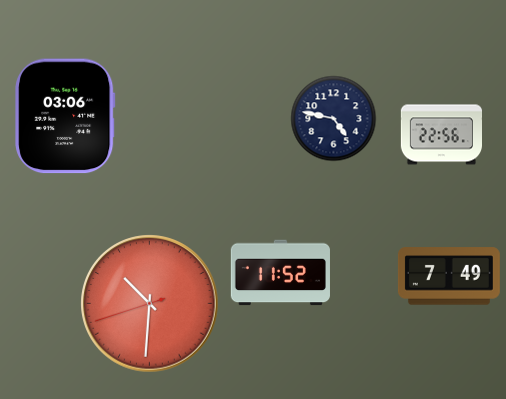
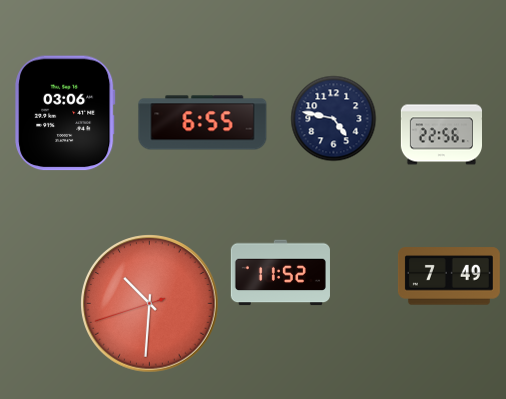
clock at (65, 116) position: (65, 116) -> (65, 113)
clock at (203, 123): none -> 6:55
